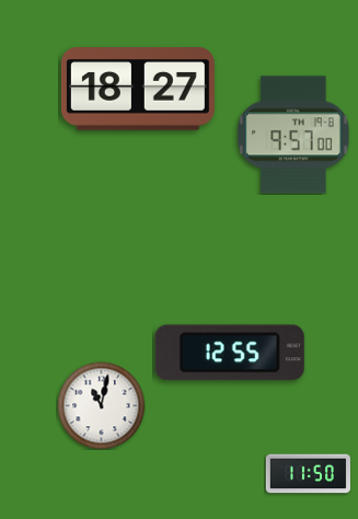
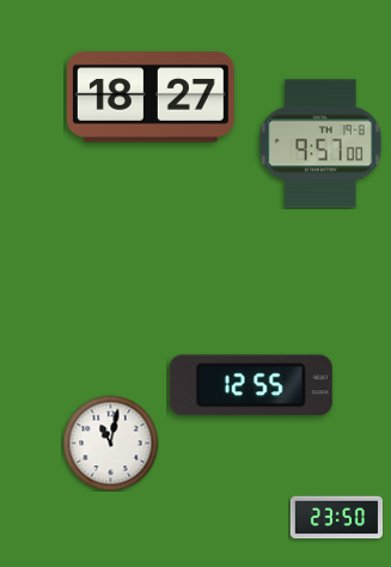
clock at (293, 135) position: (293, 135) -> (320, 144)
clock at (308, 474): 11:50 -> 23:50
